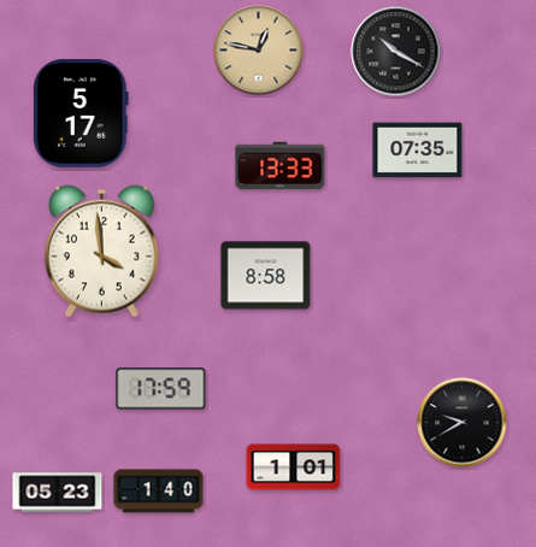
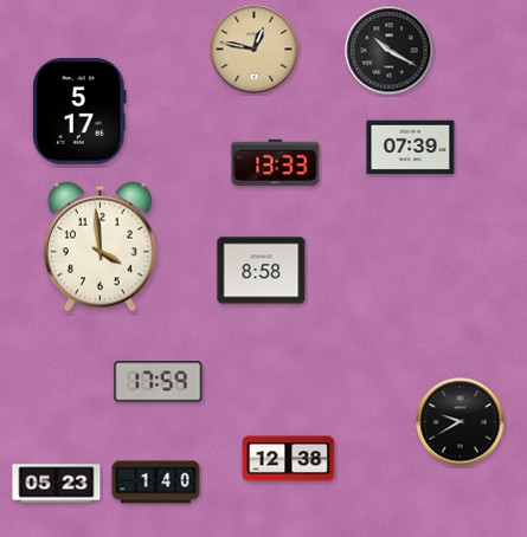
clock at (418, 151): 07:35 -> 07:39
clock at (463, 423) position: (463, 423) -> (461, 422)
clock at (294, 467): 1:01 -> 12:38
